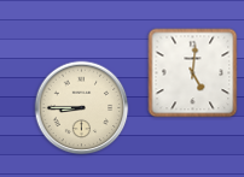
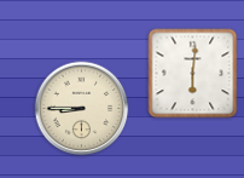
clock at (193, 73): 5:01 -> 6:01
